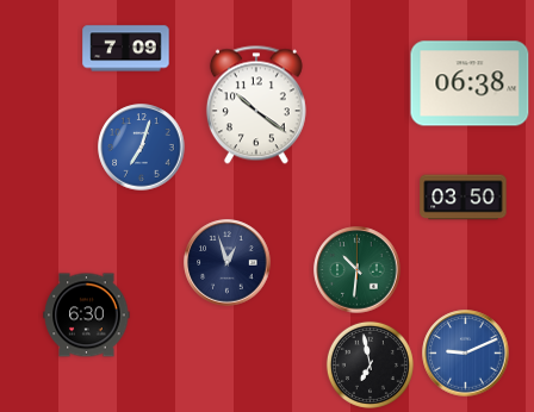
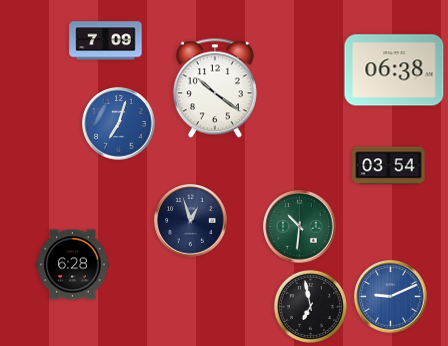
clock at (464, 198): 03:50 -> 03:54
clock at (87, 316): 6:30 -> 6:28
